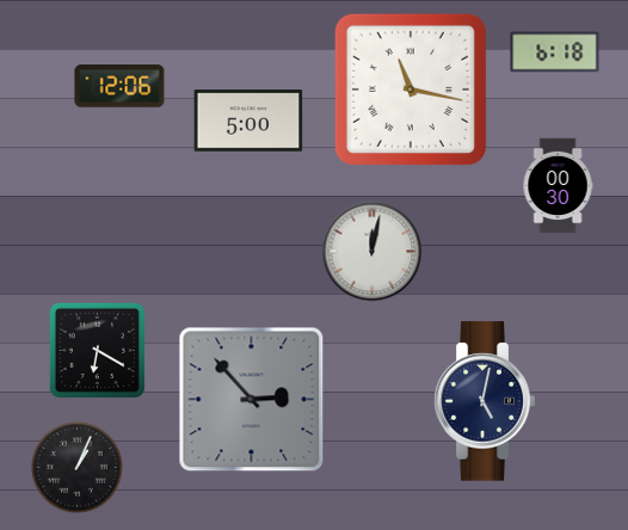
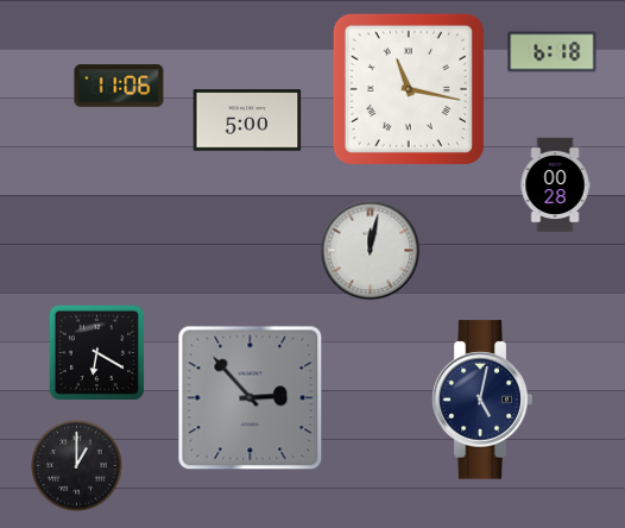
clock at (119, 86): 12:06 -> 11:06
clock at (558, 186): 00:30 -> 00:28
clock at (97, 350) position: (97, 350) -> (96, 352)
clock at (78, 468): 1:04 -> 1:00
